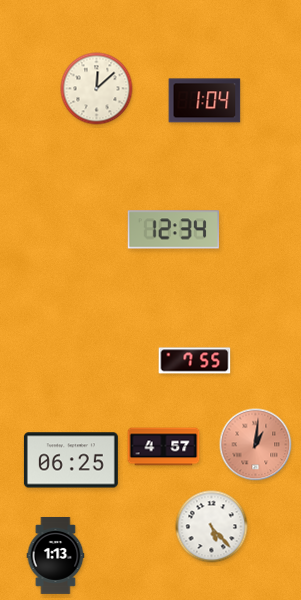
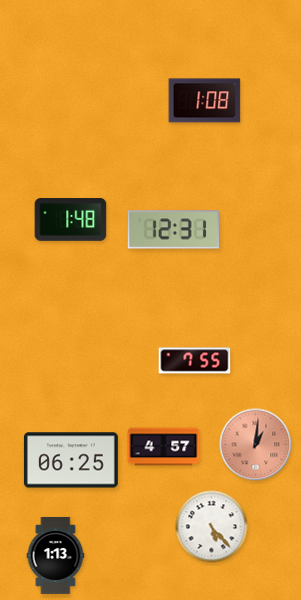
clock at (97, 89): 12:08 -> none
clock at (205, 101): 1:04 -> 1:08
clock at (71, 220): none -> 1:48
clock at (173, 230): 12:34 -> 12:31
